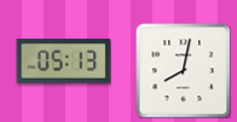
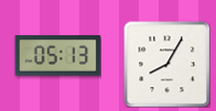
clock at (183, 70): 8:02 -> 8:05
